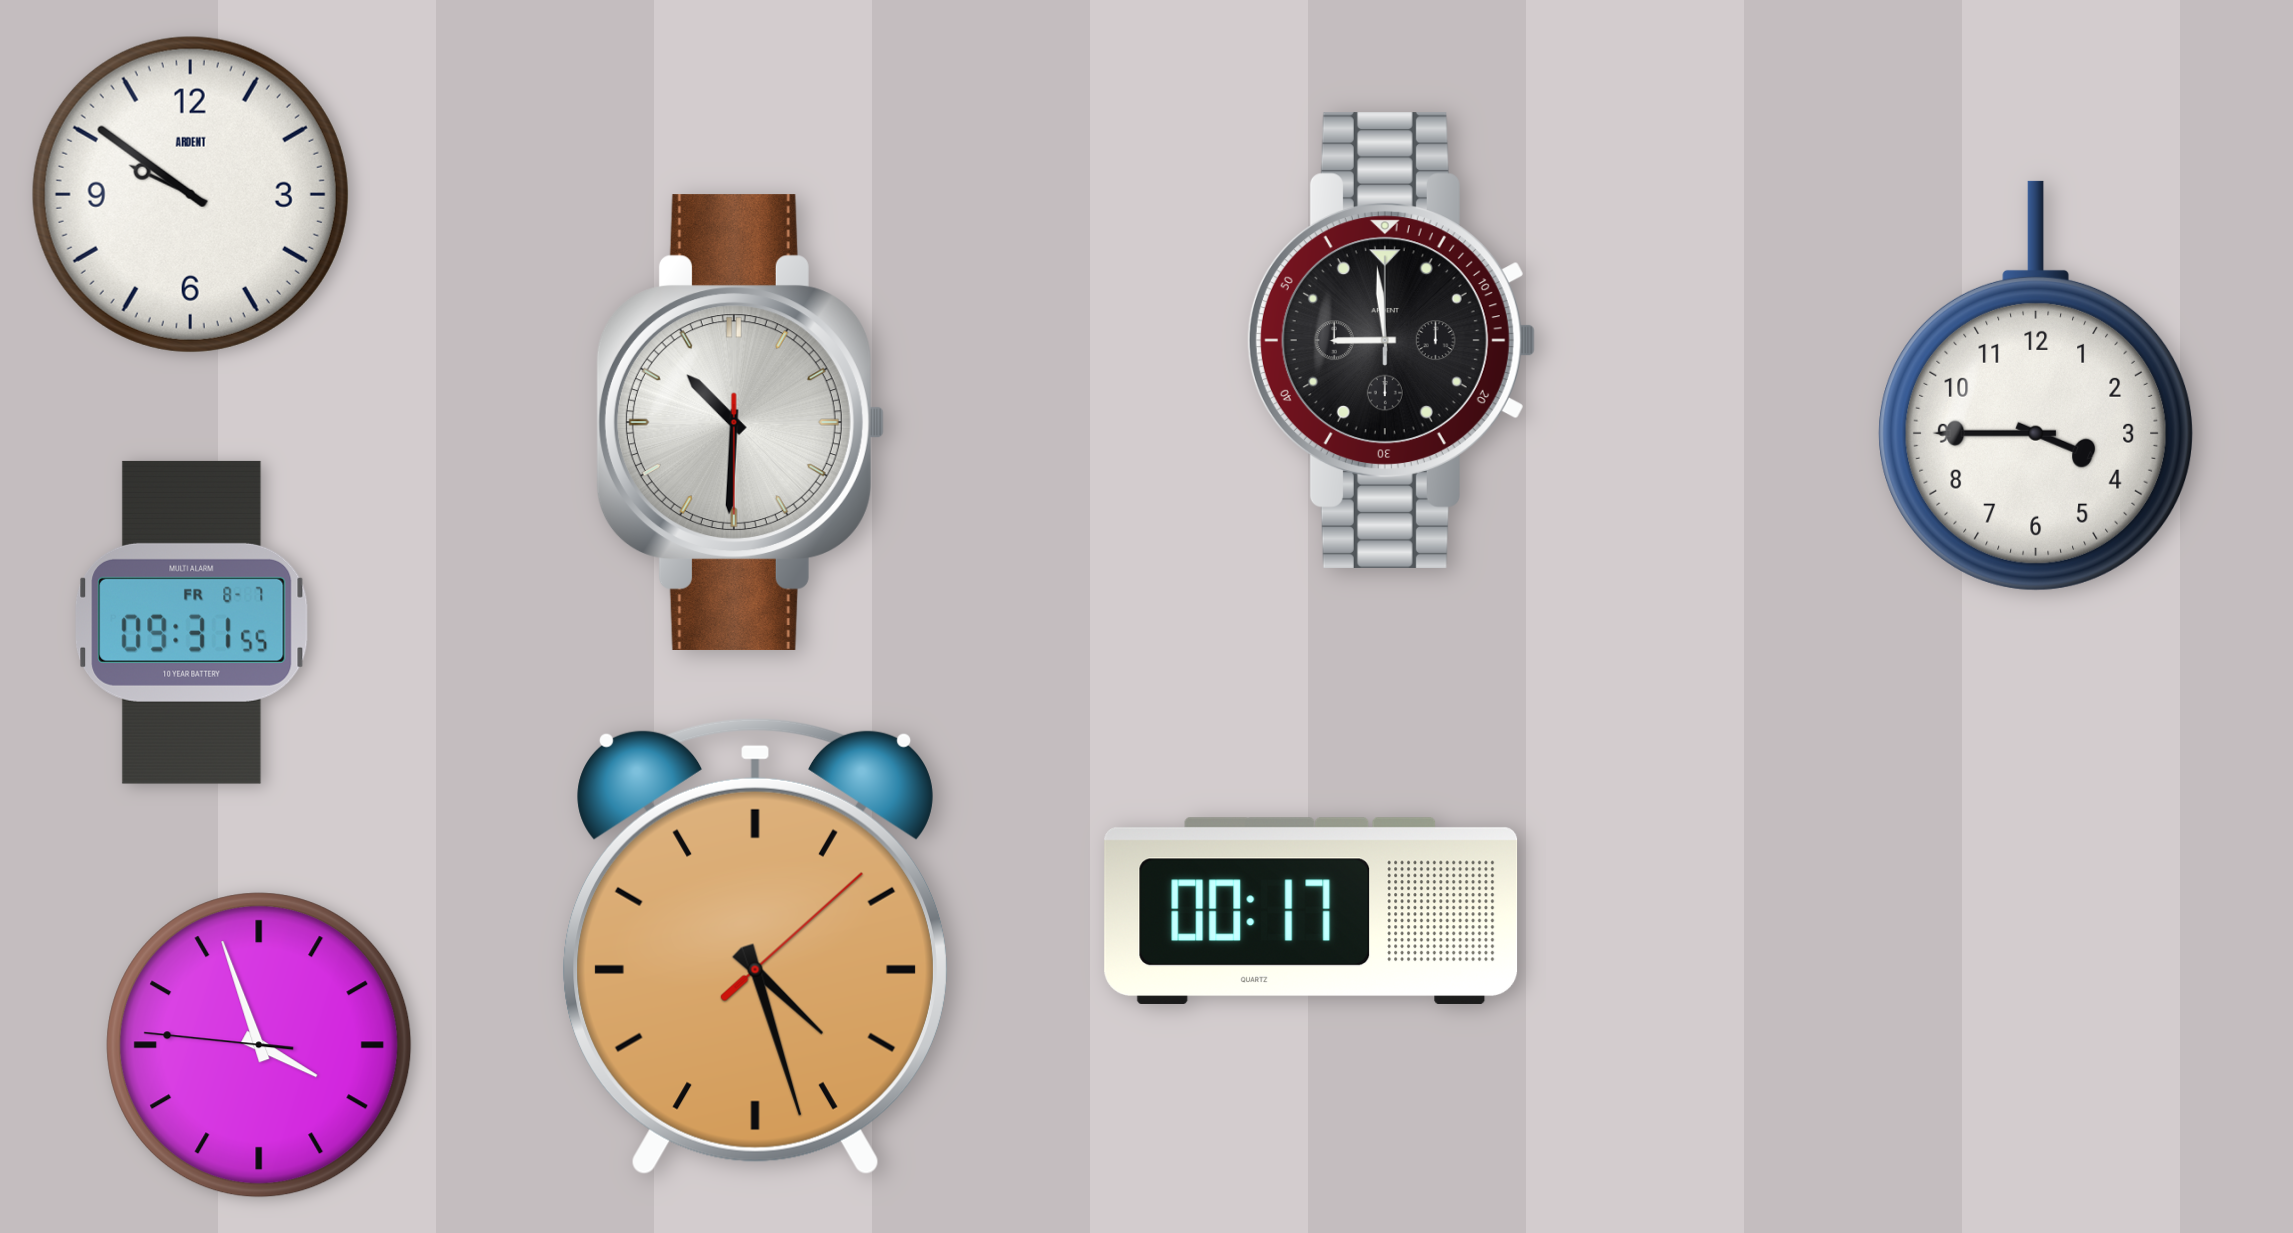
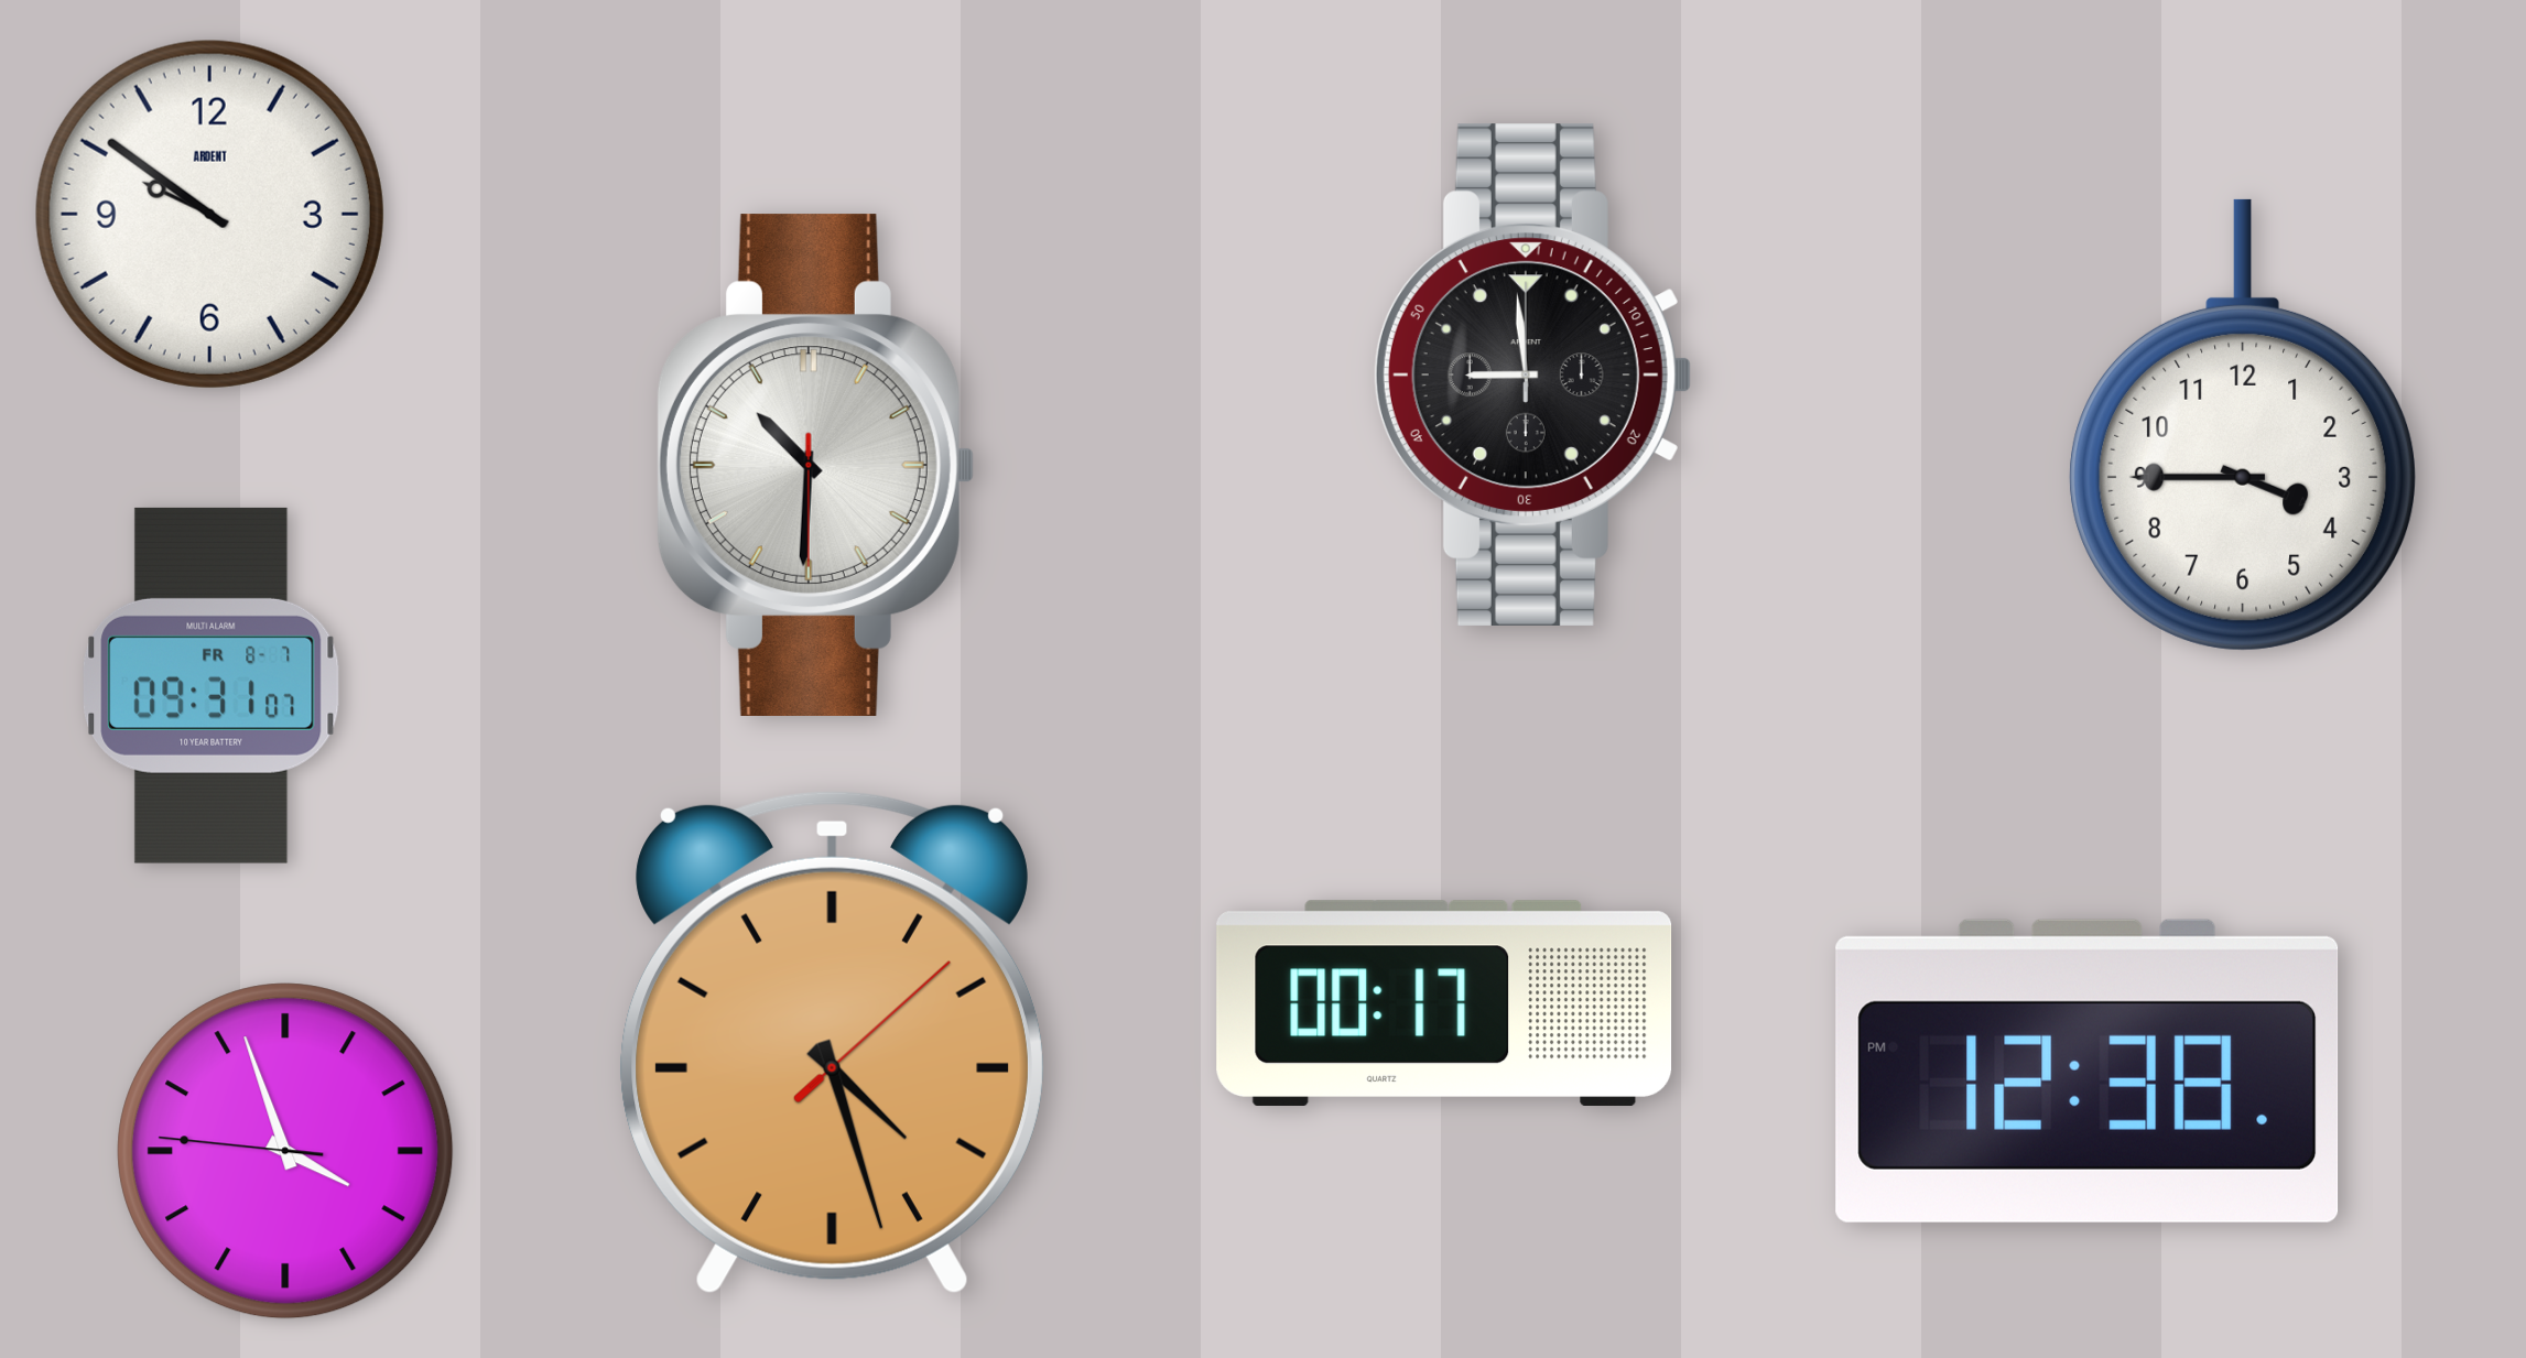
clock at (192, 622): 09:31:55 -> 09:31:07
clock at (2088, 1071): none -> 12:38
